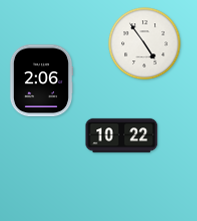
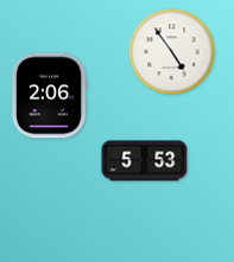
clock at (122, 136): 10:22 -> 5:53
